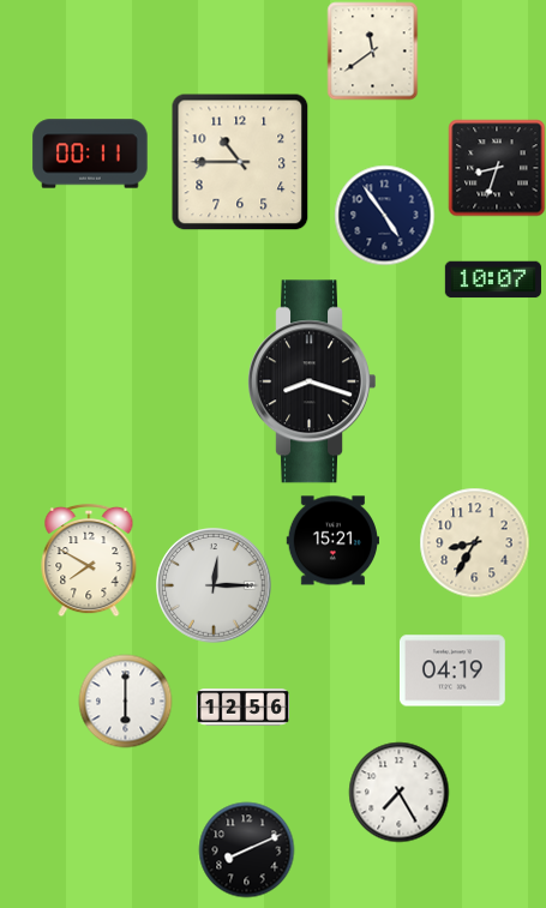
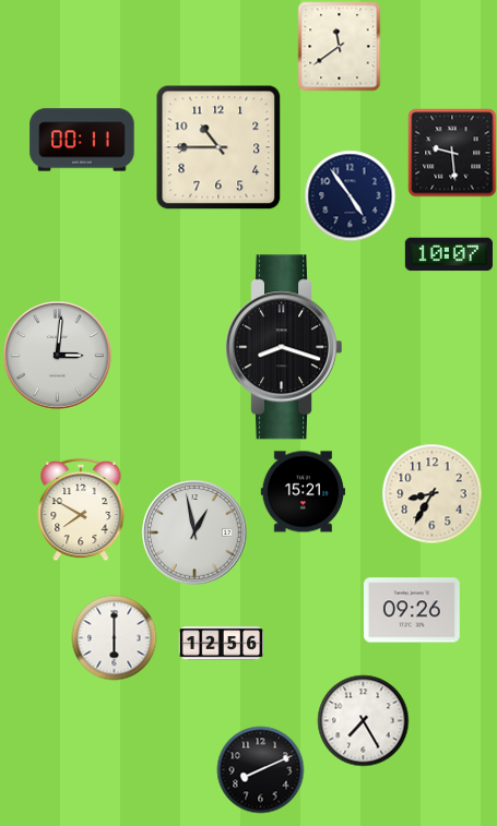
clock at (497, 168): 8:33 -> 9:29
clock at (58, 356): none -> 3:01
clock at (214, 585): 12:15 -> 12:58
clock at (452, 671): 04:19 -> 09:26
clock at (246, 849) position: (246, 849) -> (260, 769)
